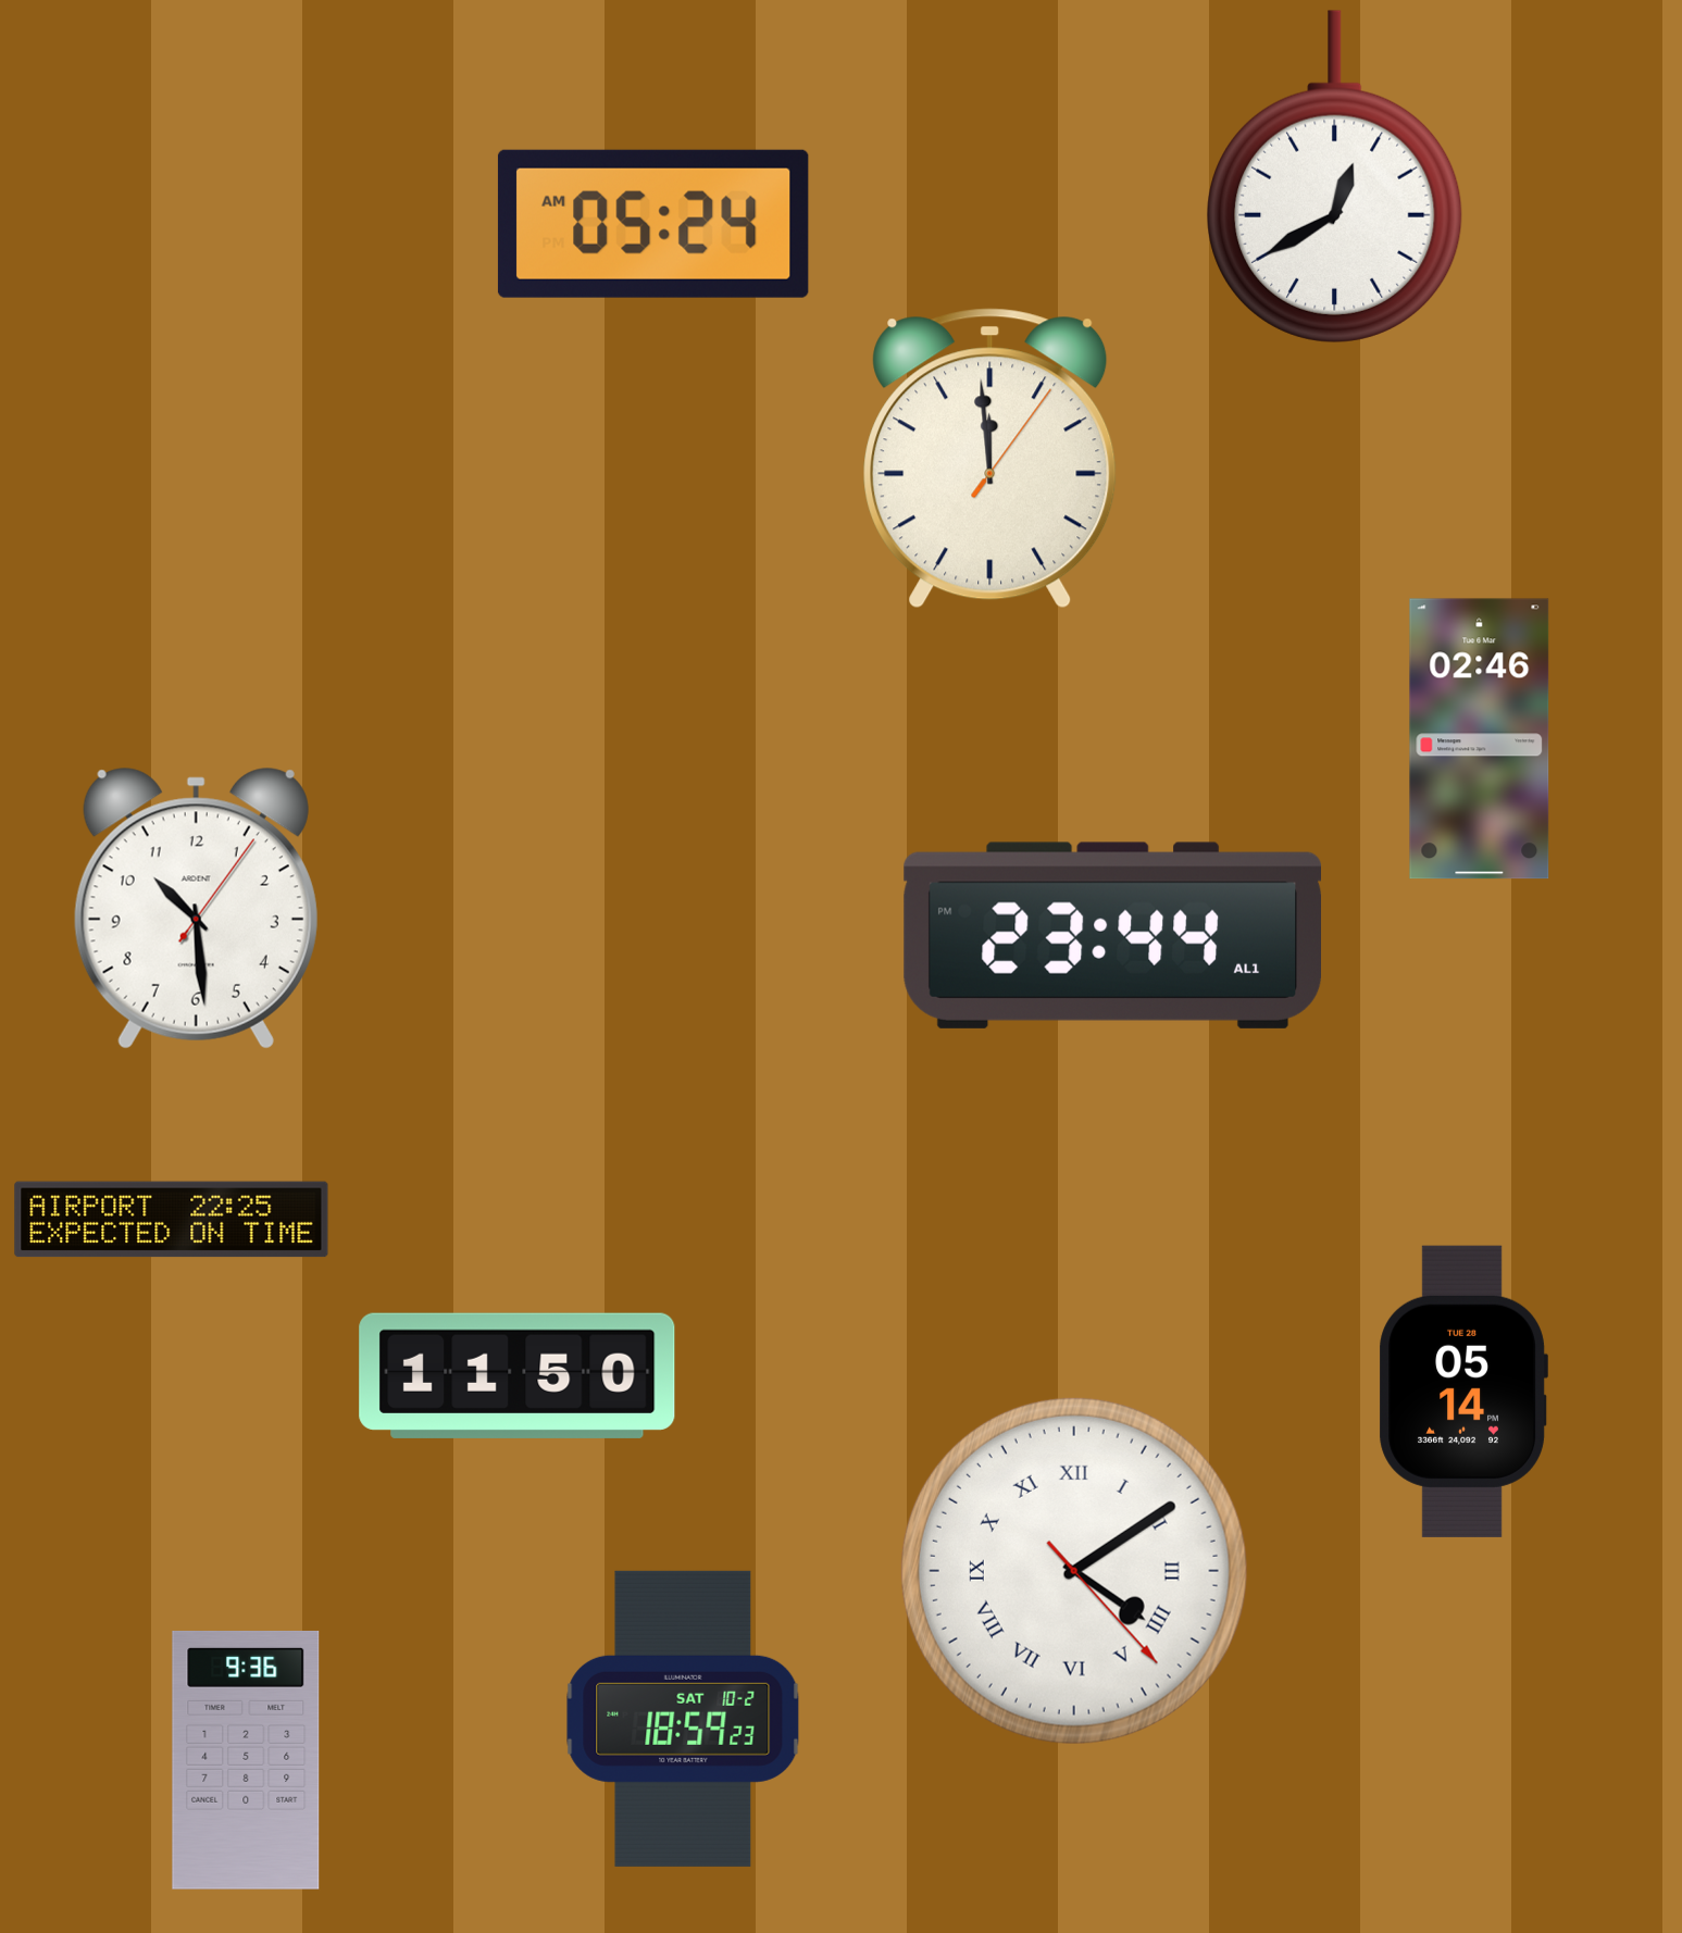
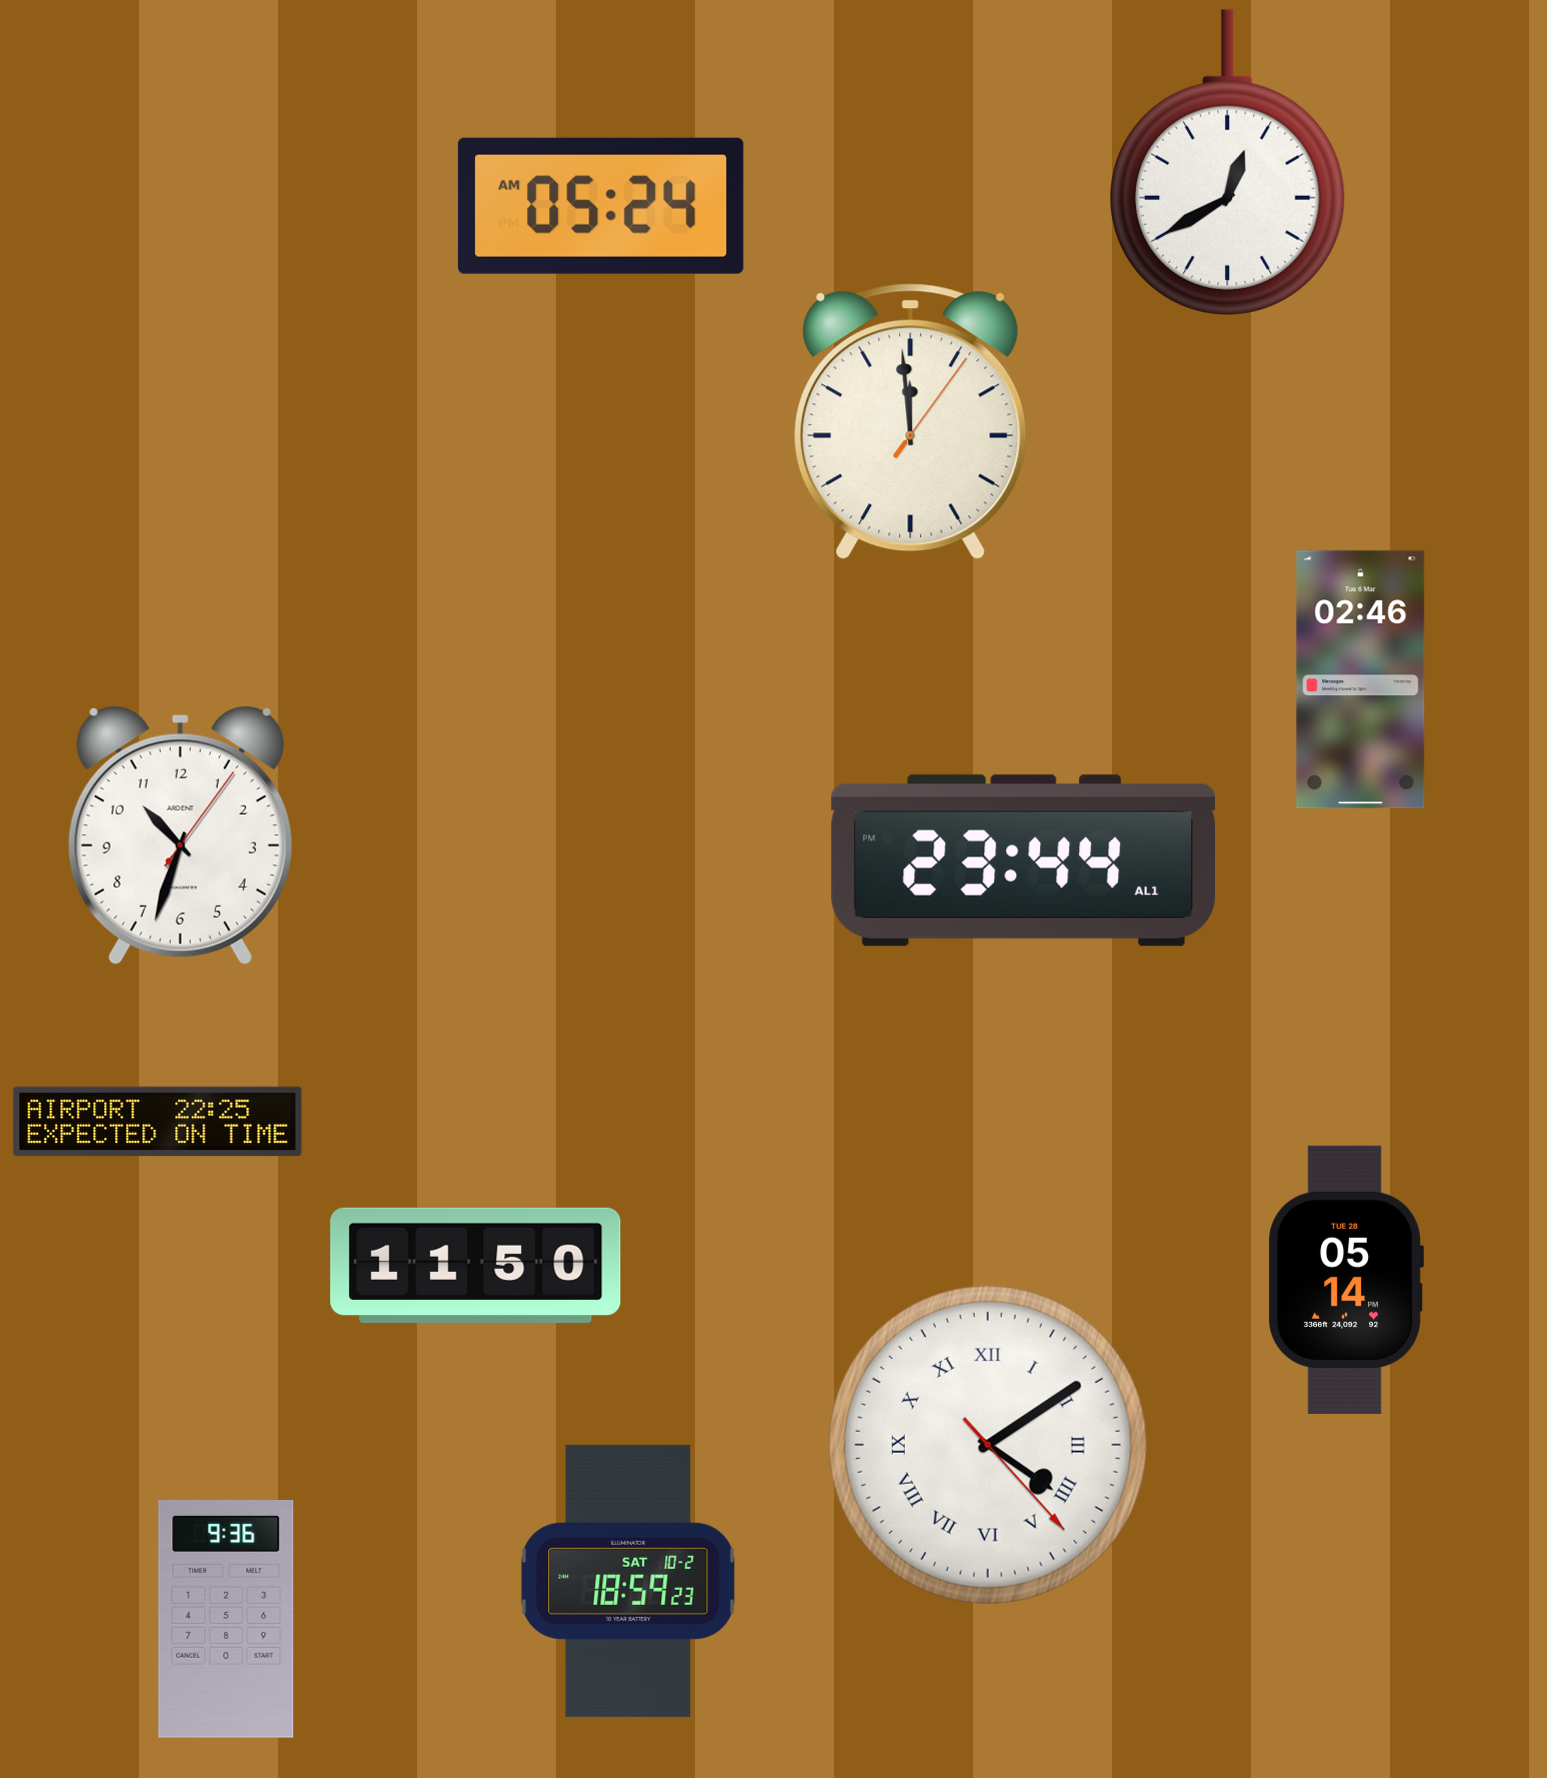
clock at (196, 909): 10:29 -> 10:33
